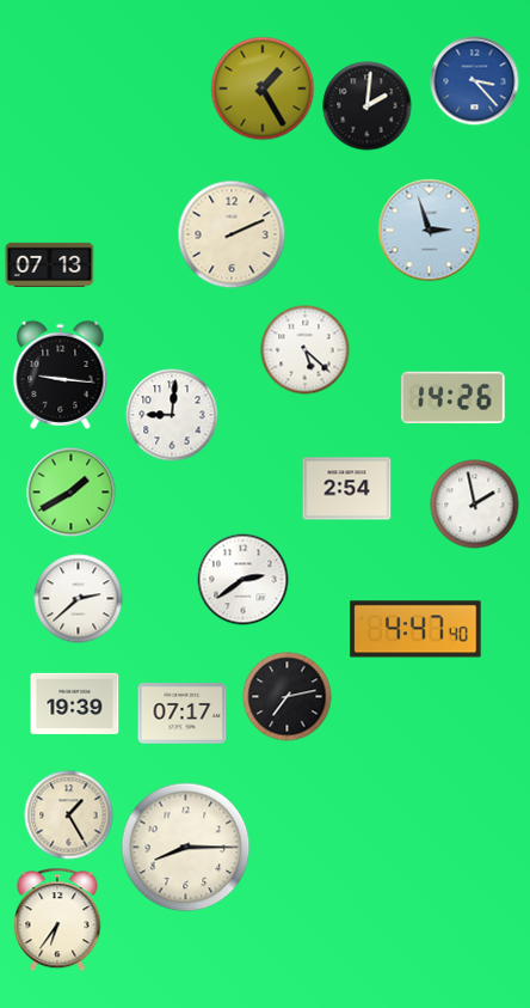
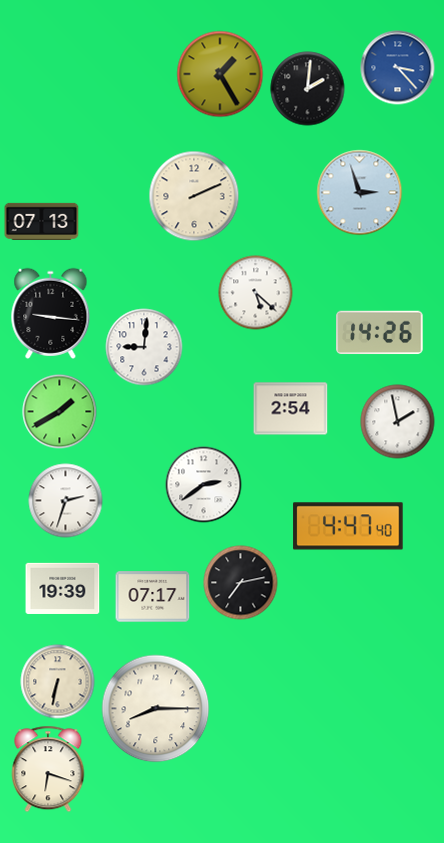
clock at (79, 599): 2:38 -> 2:33
clock at (69, 815): 1:25 -> 6:32
clock at (57, 920): 6:36 -> 6:18
